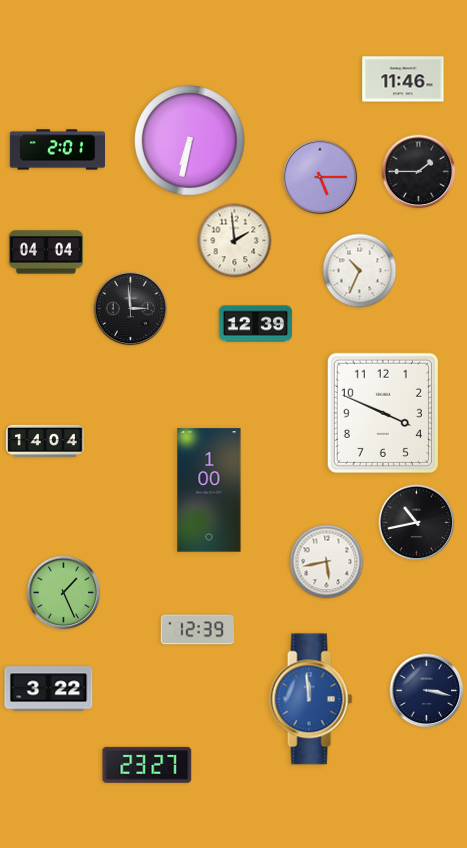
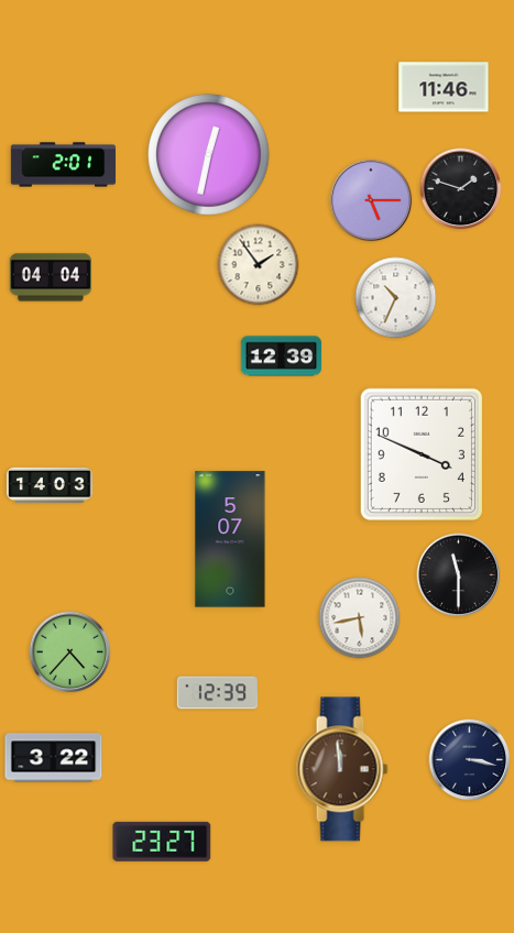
clock at (190, 141): 6:32 -> 12:32
clock at (419, 172): 1:45 -> 1:48
clock at (320, 177) position: (320, 177) -> (371, 200)
clock at (235, 241): 1:59 -> 1:54
clock at (131, 309): 2:59 -> none
clock at (45, 441): 14:04 -> 14:03
clock at (209, 490): 1:00 -> 5:07
clock at (417, 523): 10:43 -> 11:30
clock at (64, 593): 1:26 -> 4:37
clock at (311, 699) dial: blue -> brown
